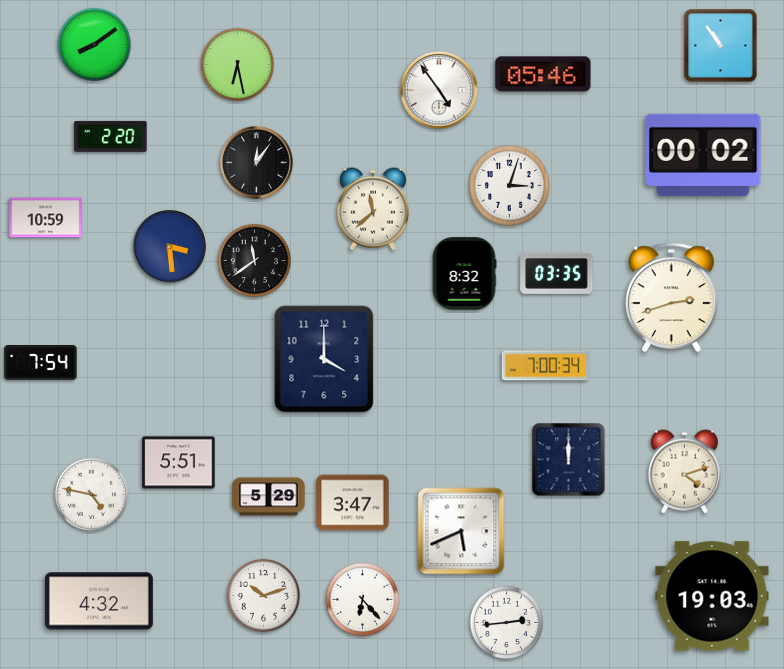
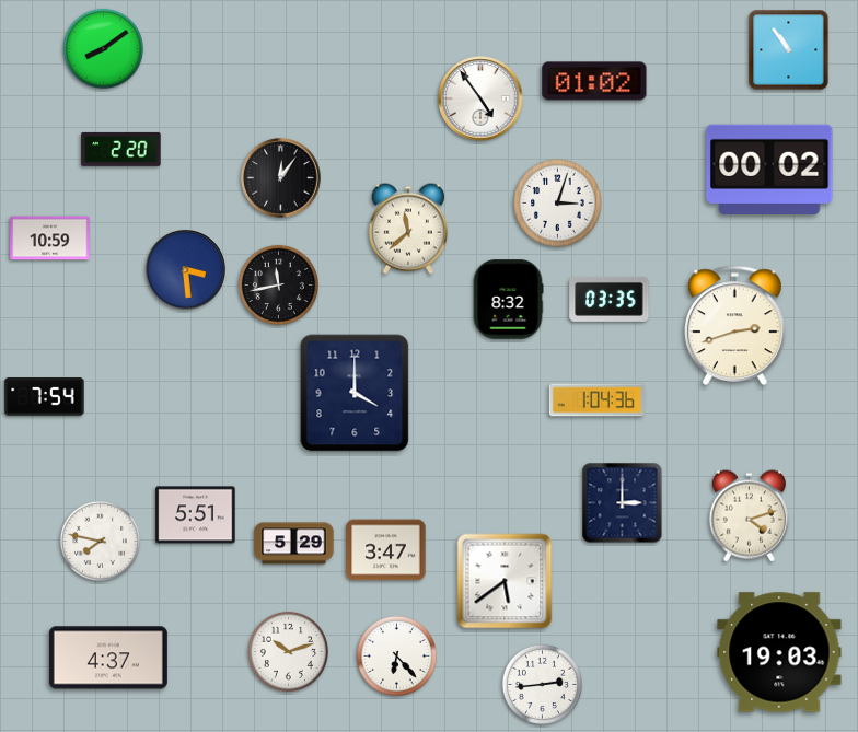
clock at (237, 64): 6:28 -> none
clock at (543, 74): 05:46 -> 01:02
clock at (254, 260): 11:39 -> 11:43
clock at (545, 366): 7:00 -> 1:04
clock at (569, 460): 12:00 -> 3:00
clock at (179, 463) position: (179, 463) -> (196, 515)
clock at (91, 494): 4:47 -> 7:47
clock at (461, 531): 5:41 -> 5:39
clock at (99, 601): 4:32 -> 4:37
clock at (506, 622) position: (506, 622) -> (542, 684)
